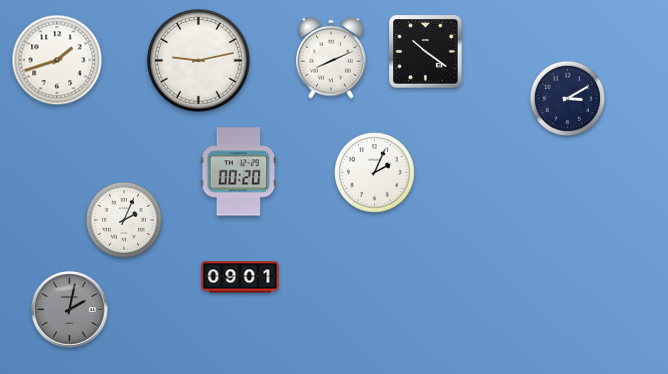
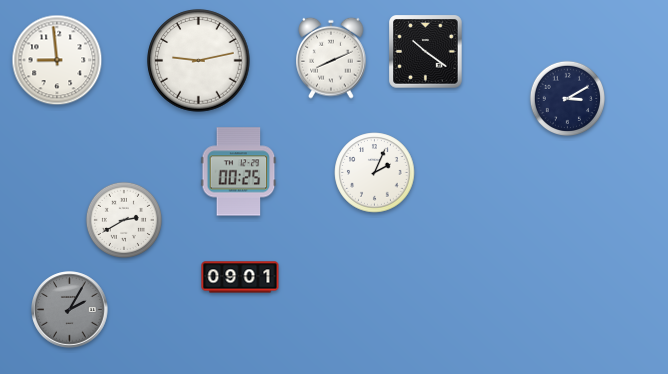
clock at (57, 60): 1:42 -> 8:59
clock at (239, 172): 00:20 -> 00:25
clock at (124, 220): 2:04 -> 2:40
clock at (70, 310): 2:02 -> 2:05
